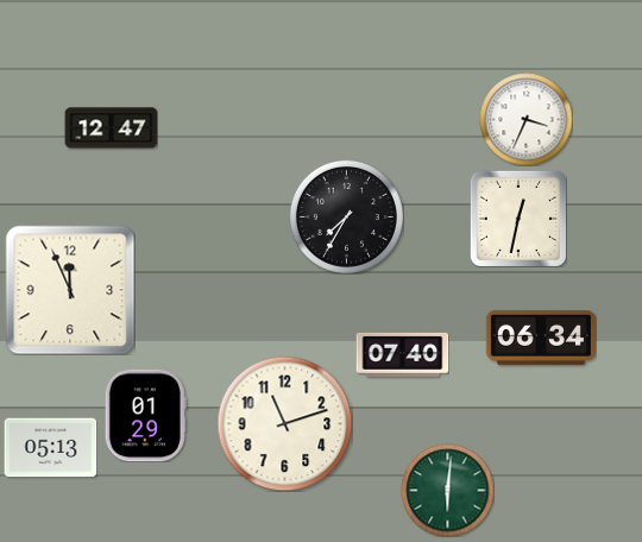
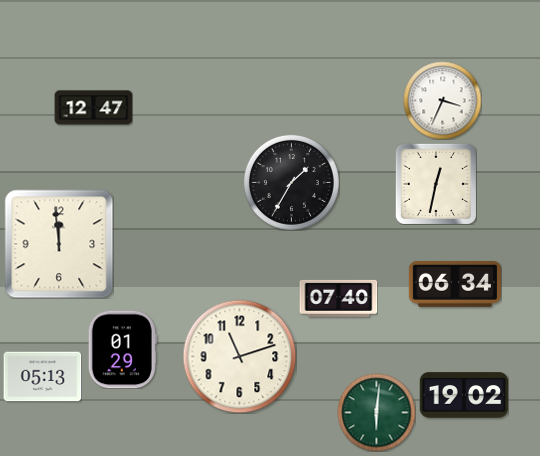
clock at (346, 216): 7:35 -> 1:35
clock at (70, 290): 11:56 -> 11:59
clock at (464, 395): none -> 19:02
